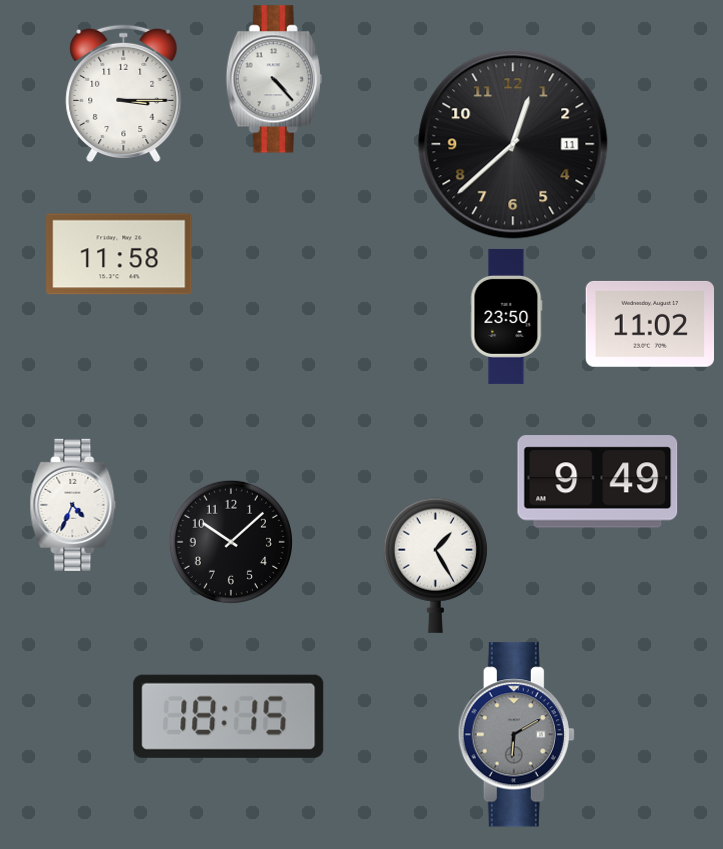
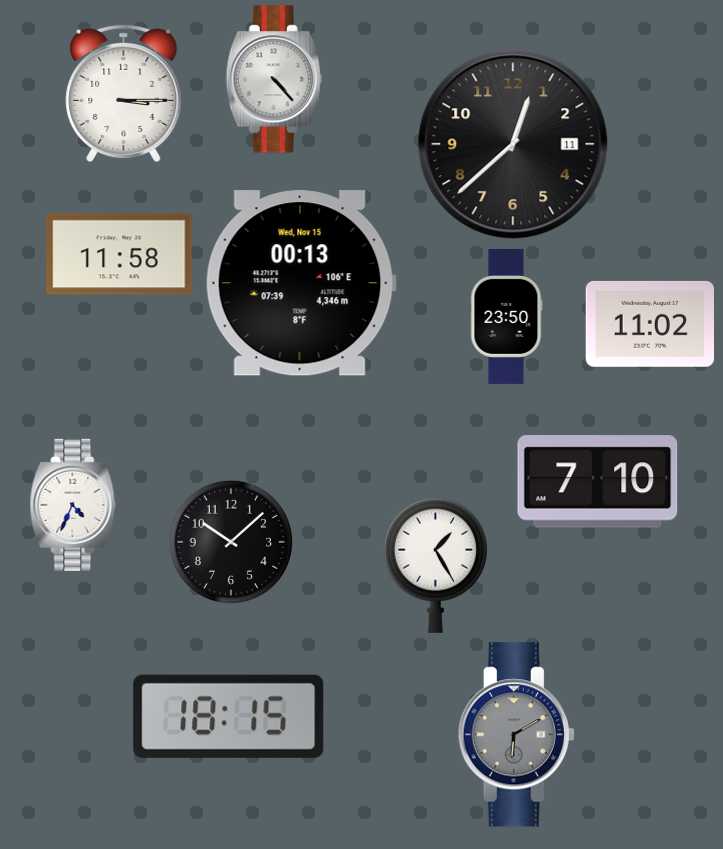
clock at (301, 283): none -> 00:13
clock at (598, 482): 9:49 -> 7:10
